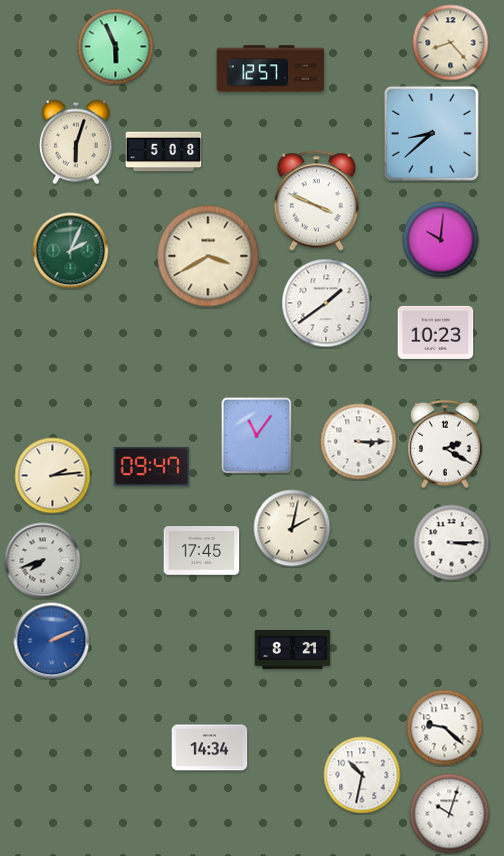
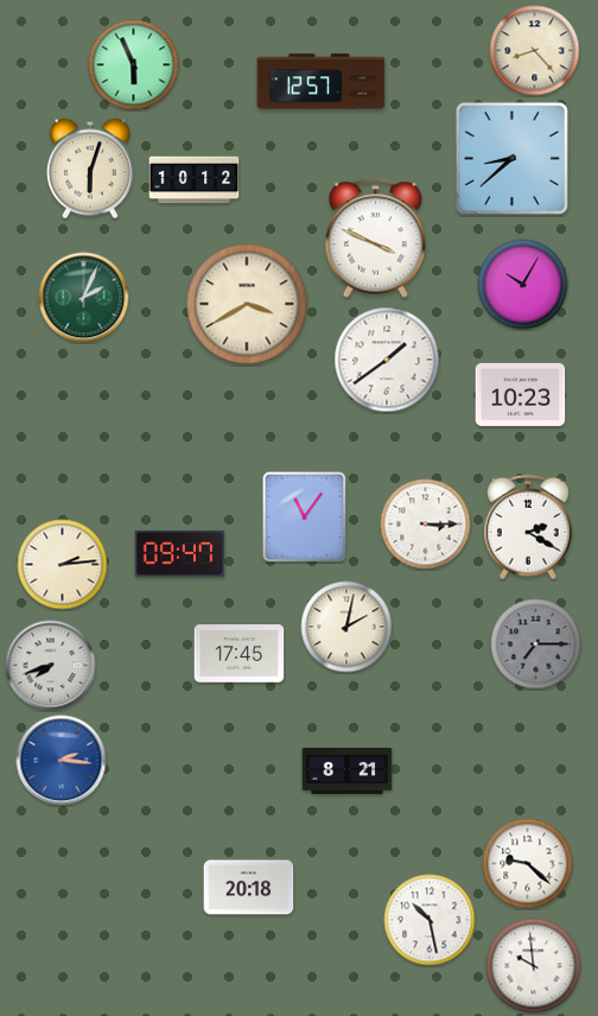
clock at (116, 47) position: (116, 47) -> (134, 65)
clock at (164, 152): 5:08 -> 10:12
clock at (441, 240): 10:01 -> 10:05
clock at (436, 332) position: (436, 332) -> (521, 394)
clock at (452, 543): 3:15 -> 7:15
clock at (452, 543) dial: white -> grey
clock at (52, 641): 2:11 -> 2:16
clock at (210, 748): 14:34 -> 20:18
clock at (362, 775): 10:32 -> 10:28
clock at (450, 814): 10:03 -> 9:59
